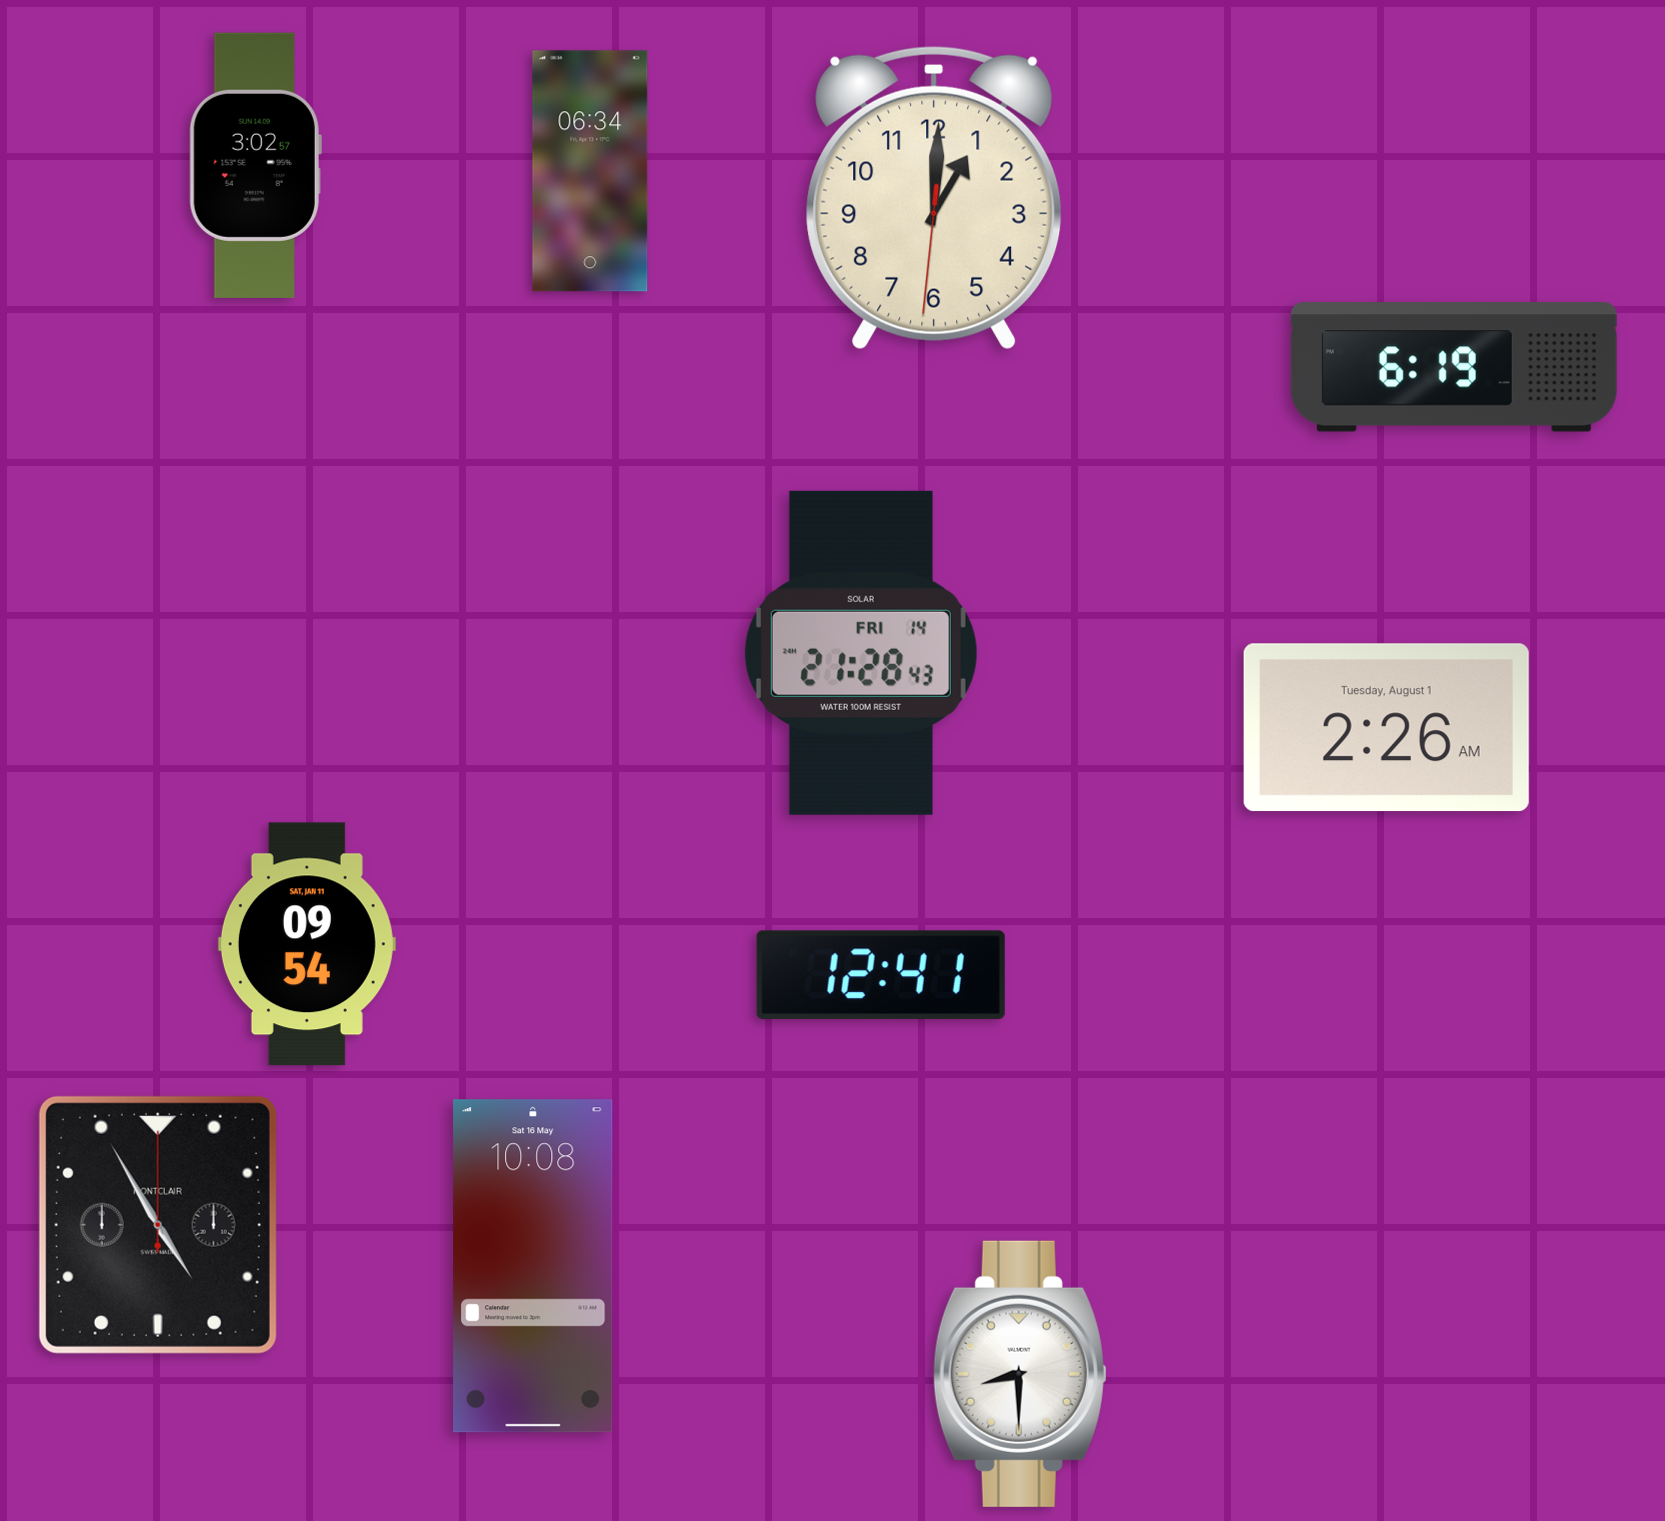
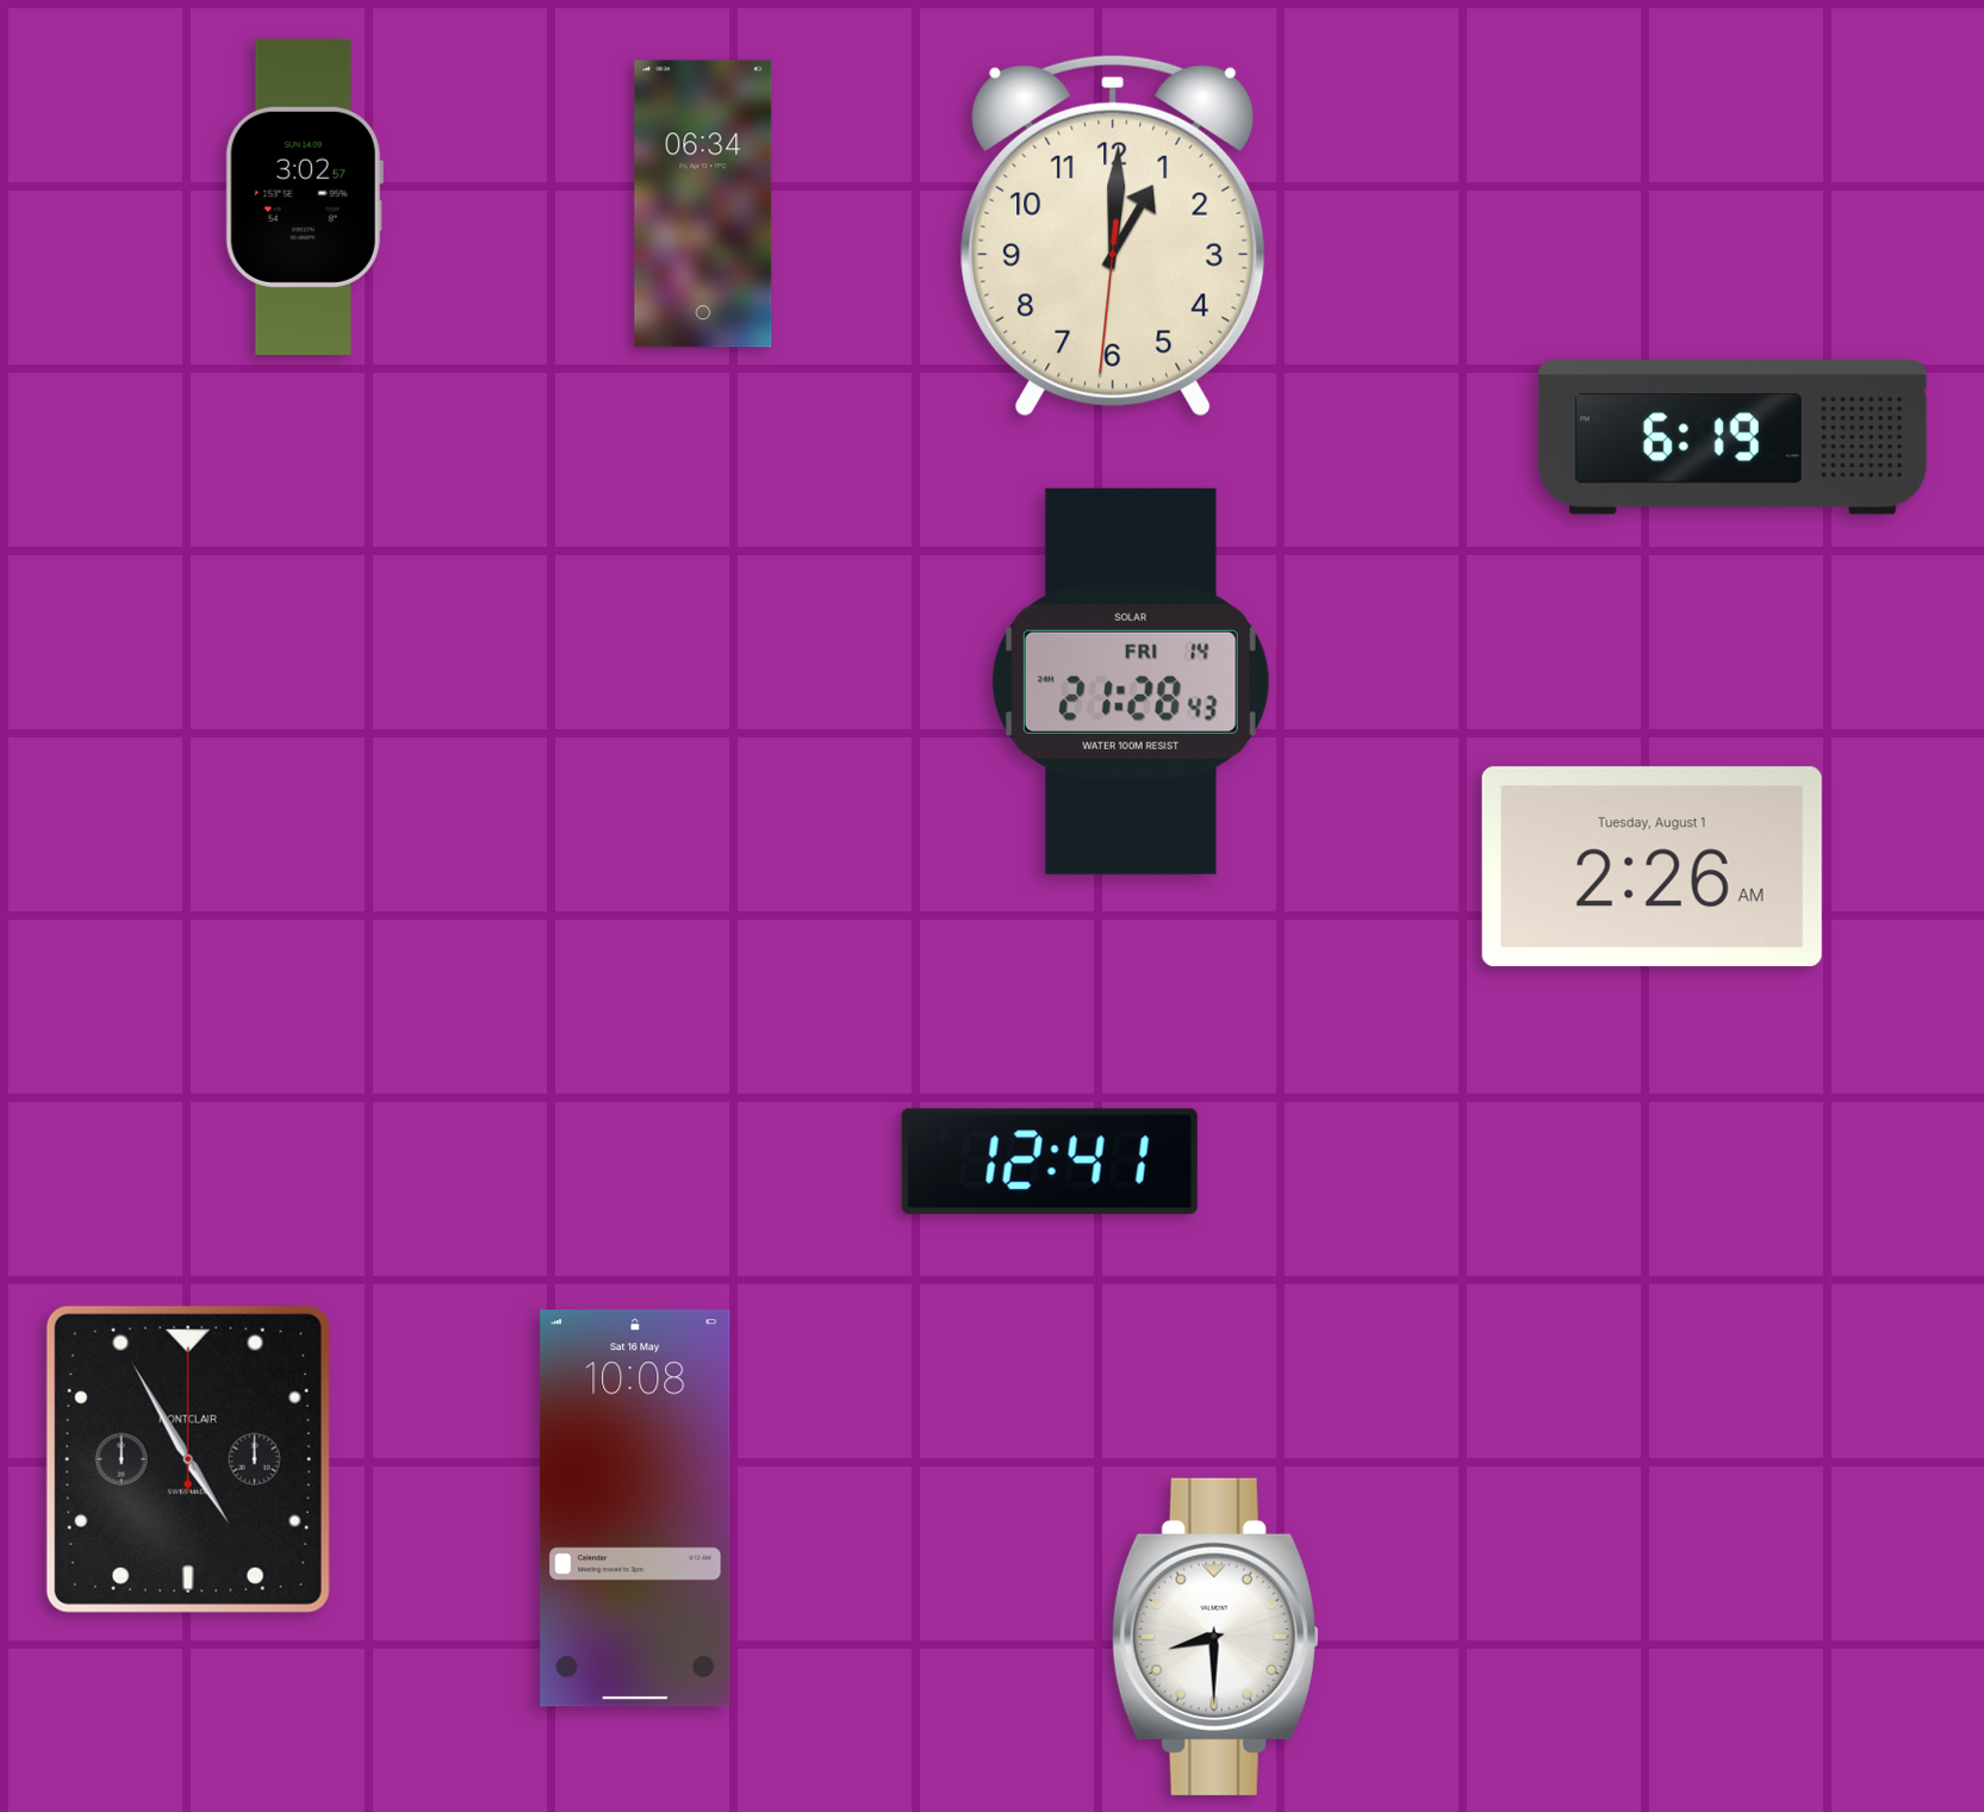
clock at (861, 653) position: (861, 653) -> (1131, 681)
clock at (307, 944): 09:54 -> none
